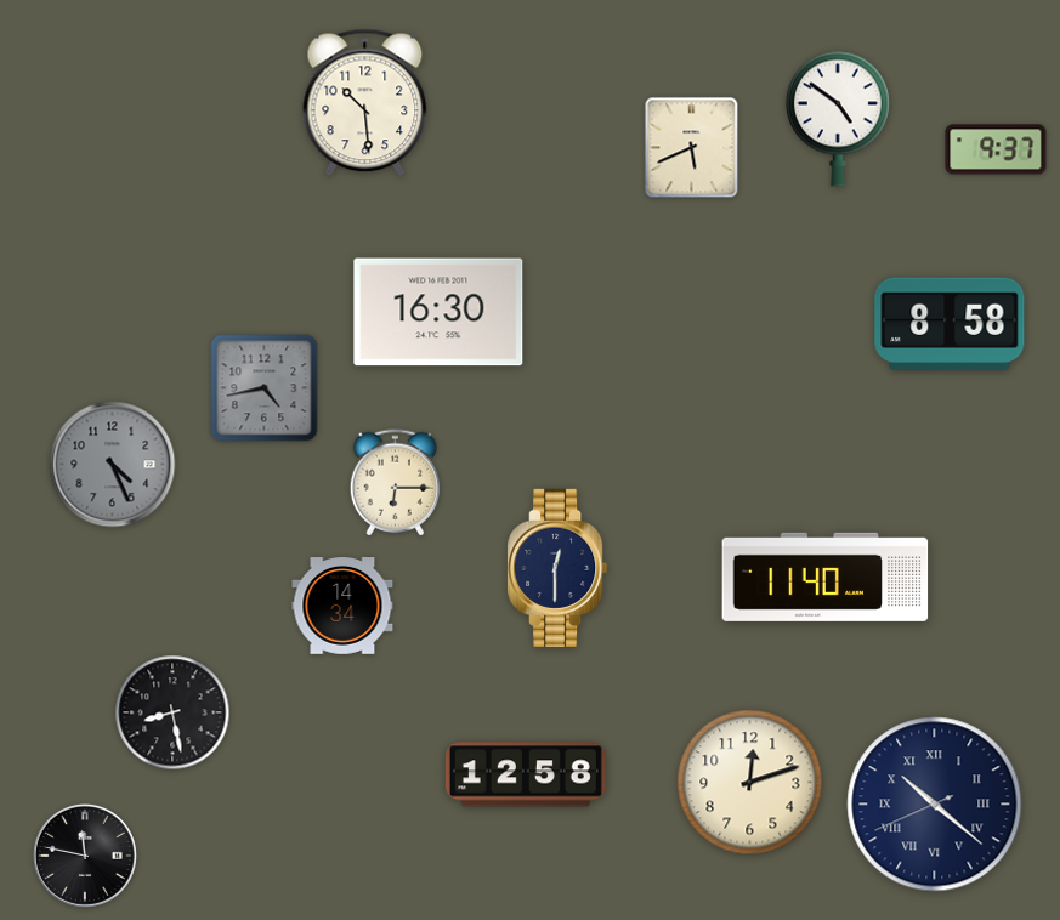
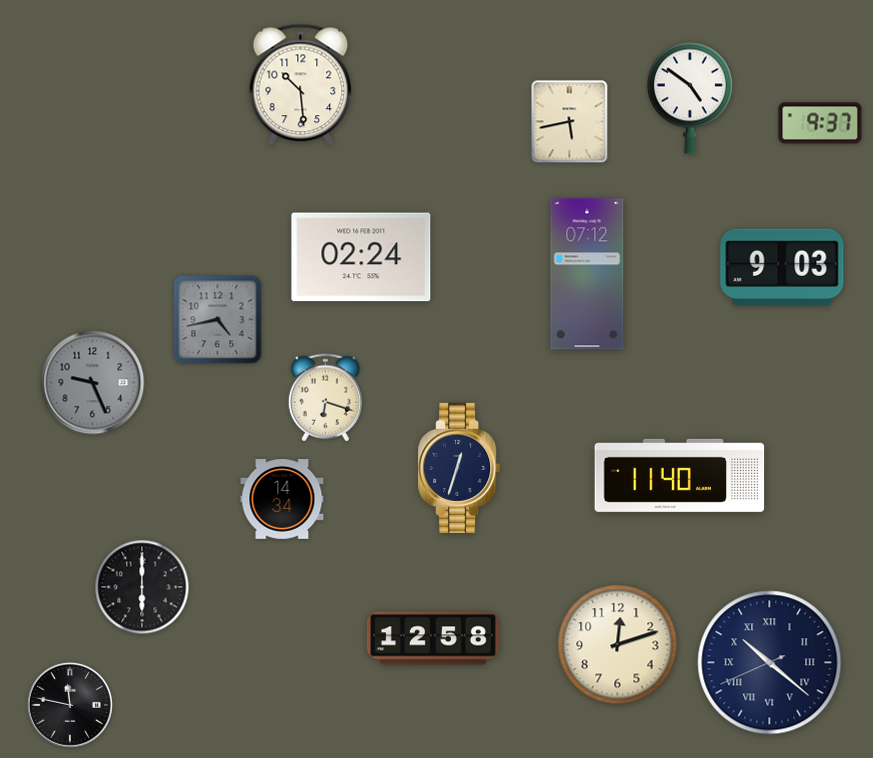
clock at (692, 148): 5:41 -> 5:43
clock at (438, 312): 16:30 -> 02:24
clock at (950, 324): 8:58 -> 9:03
clock at (587, 274): none -> 07:12
clock at (113, 465): 4:26 -> 9:26
clock at (395, 483): 6:15 -> 6:18
clock at (557, 568): 12:30 -> 12:33
clock at (172, 712): 8:28 -> 6:00
